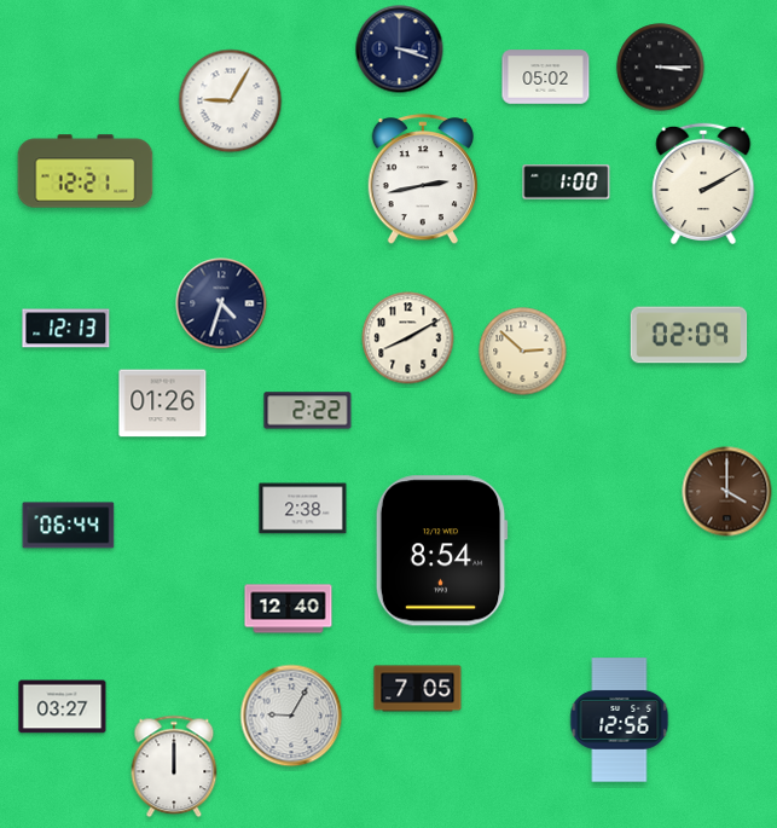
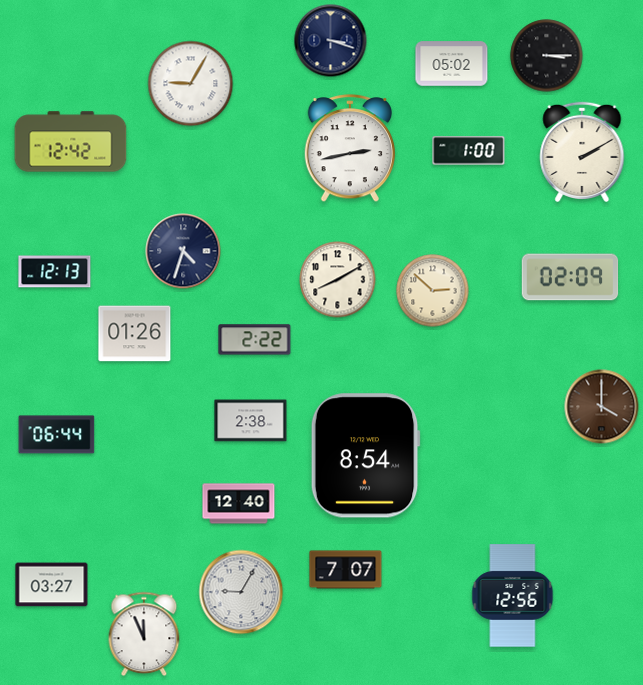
clock at (86, 172): 12:21 -> 12:42
clock at (418, 689): 7:05 -> 7:07
clock at (174, 766): 12:00 -> 11:56
